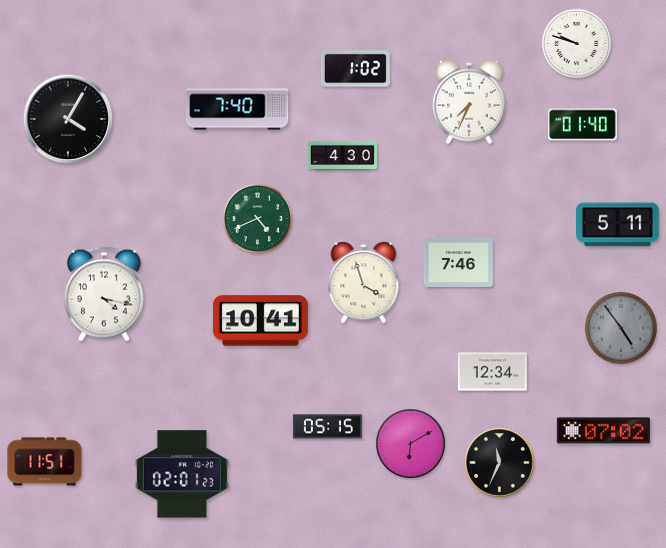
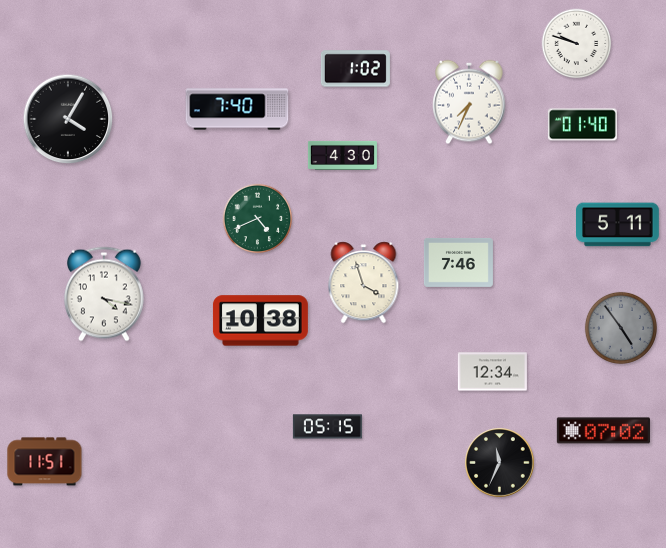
clock at (260, 321): 10:41 -> 10:38
clock at (411, 444): 6:10 -> none
clock at (182, 474): 02:01 -> none
